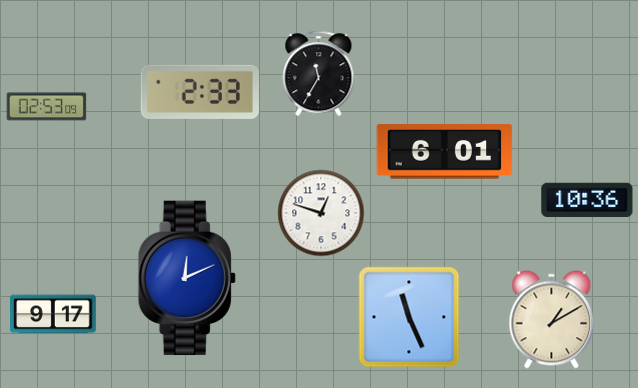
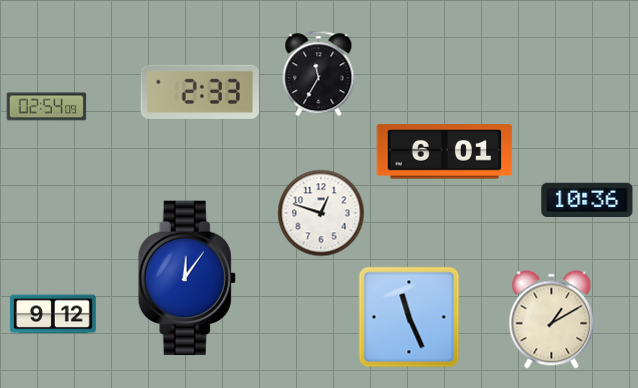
clock at (47, 107): 02:53 -> 02:54
clock at (187, 278): 12:11 -> 12:06
clock at (53, 314): 9:17 -> 9:12
